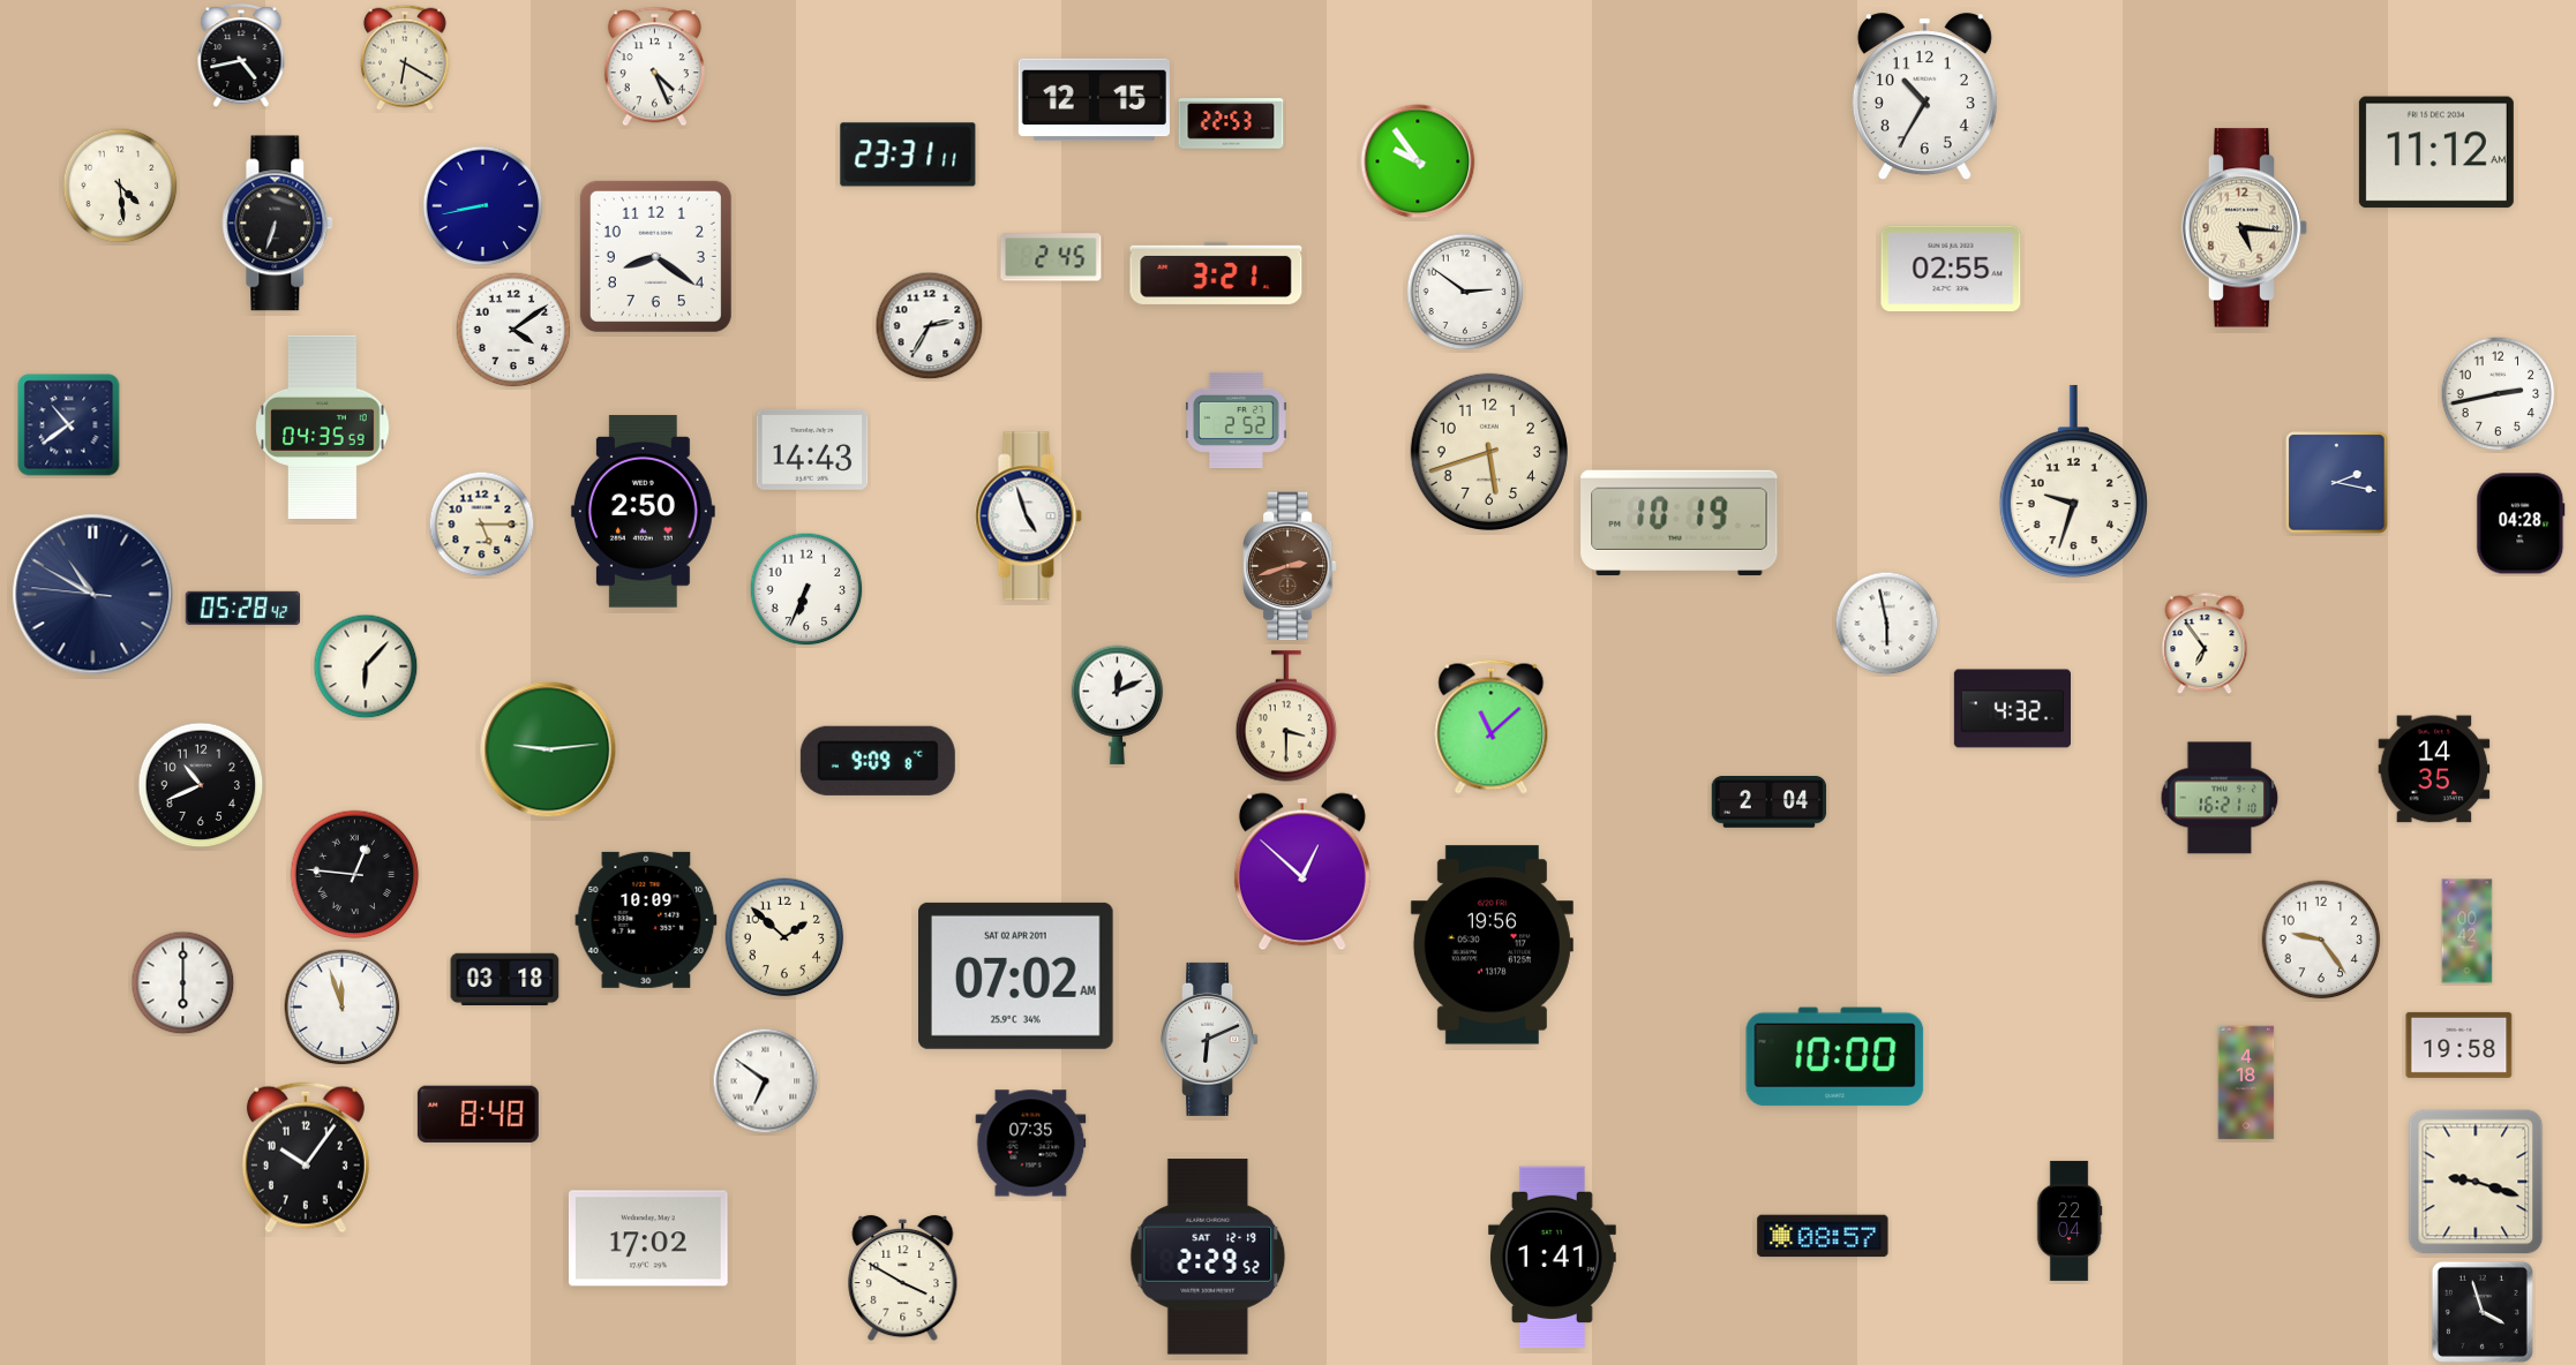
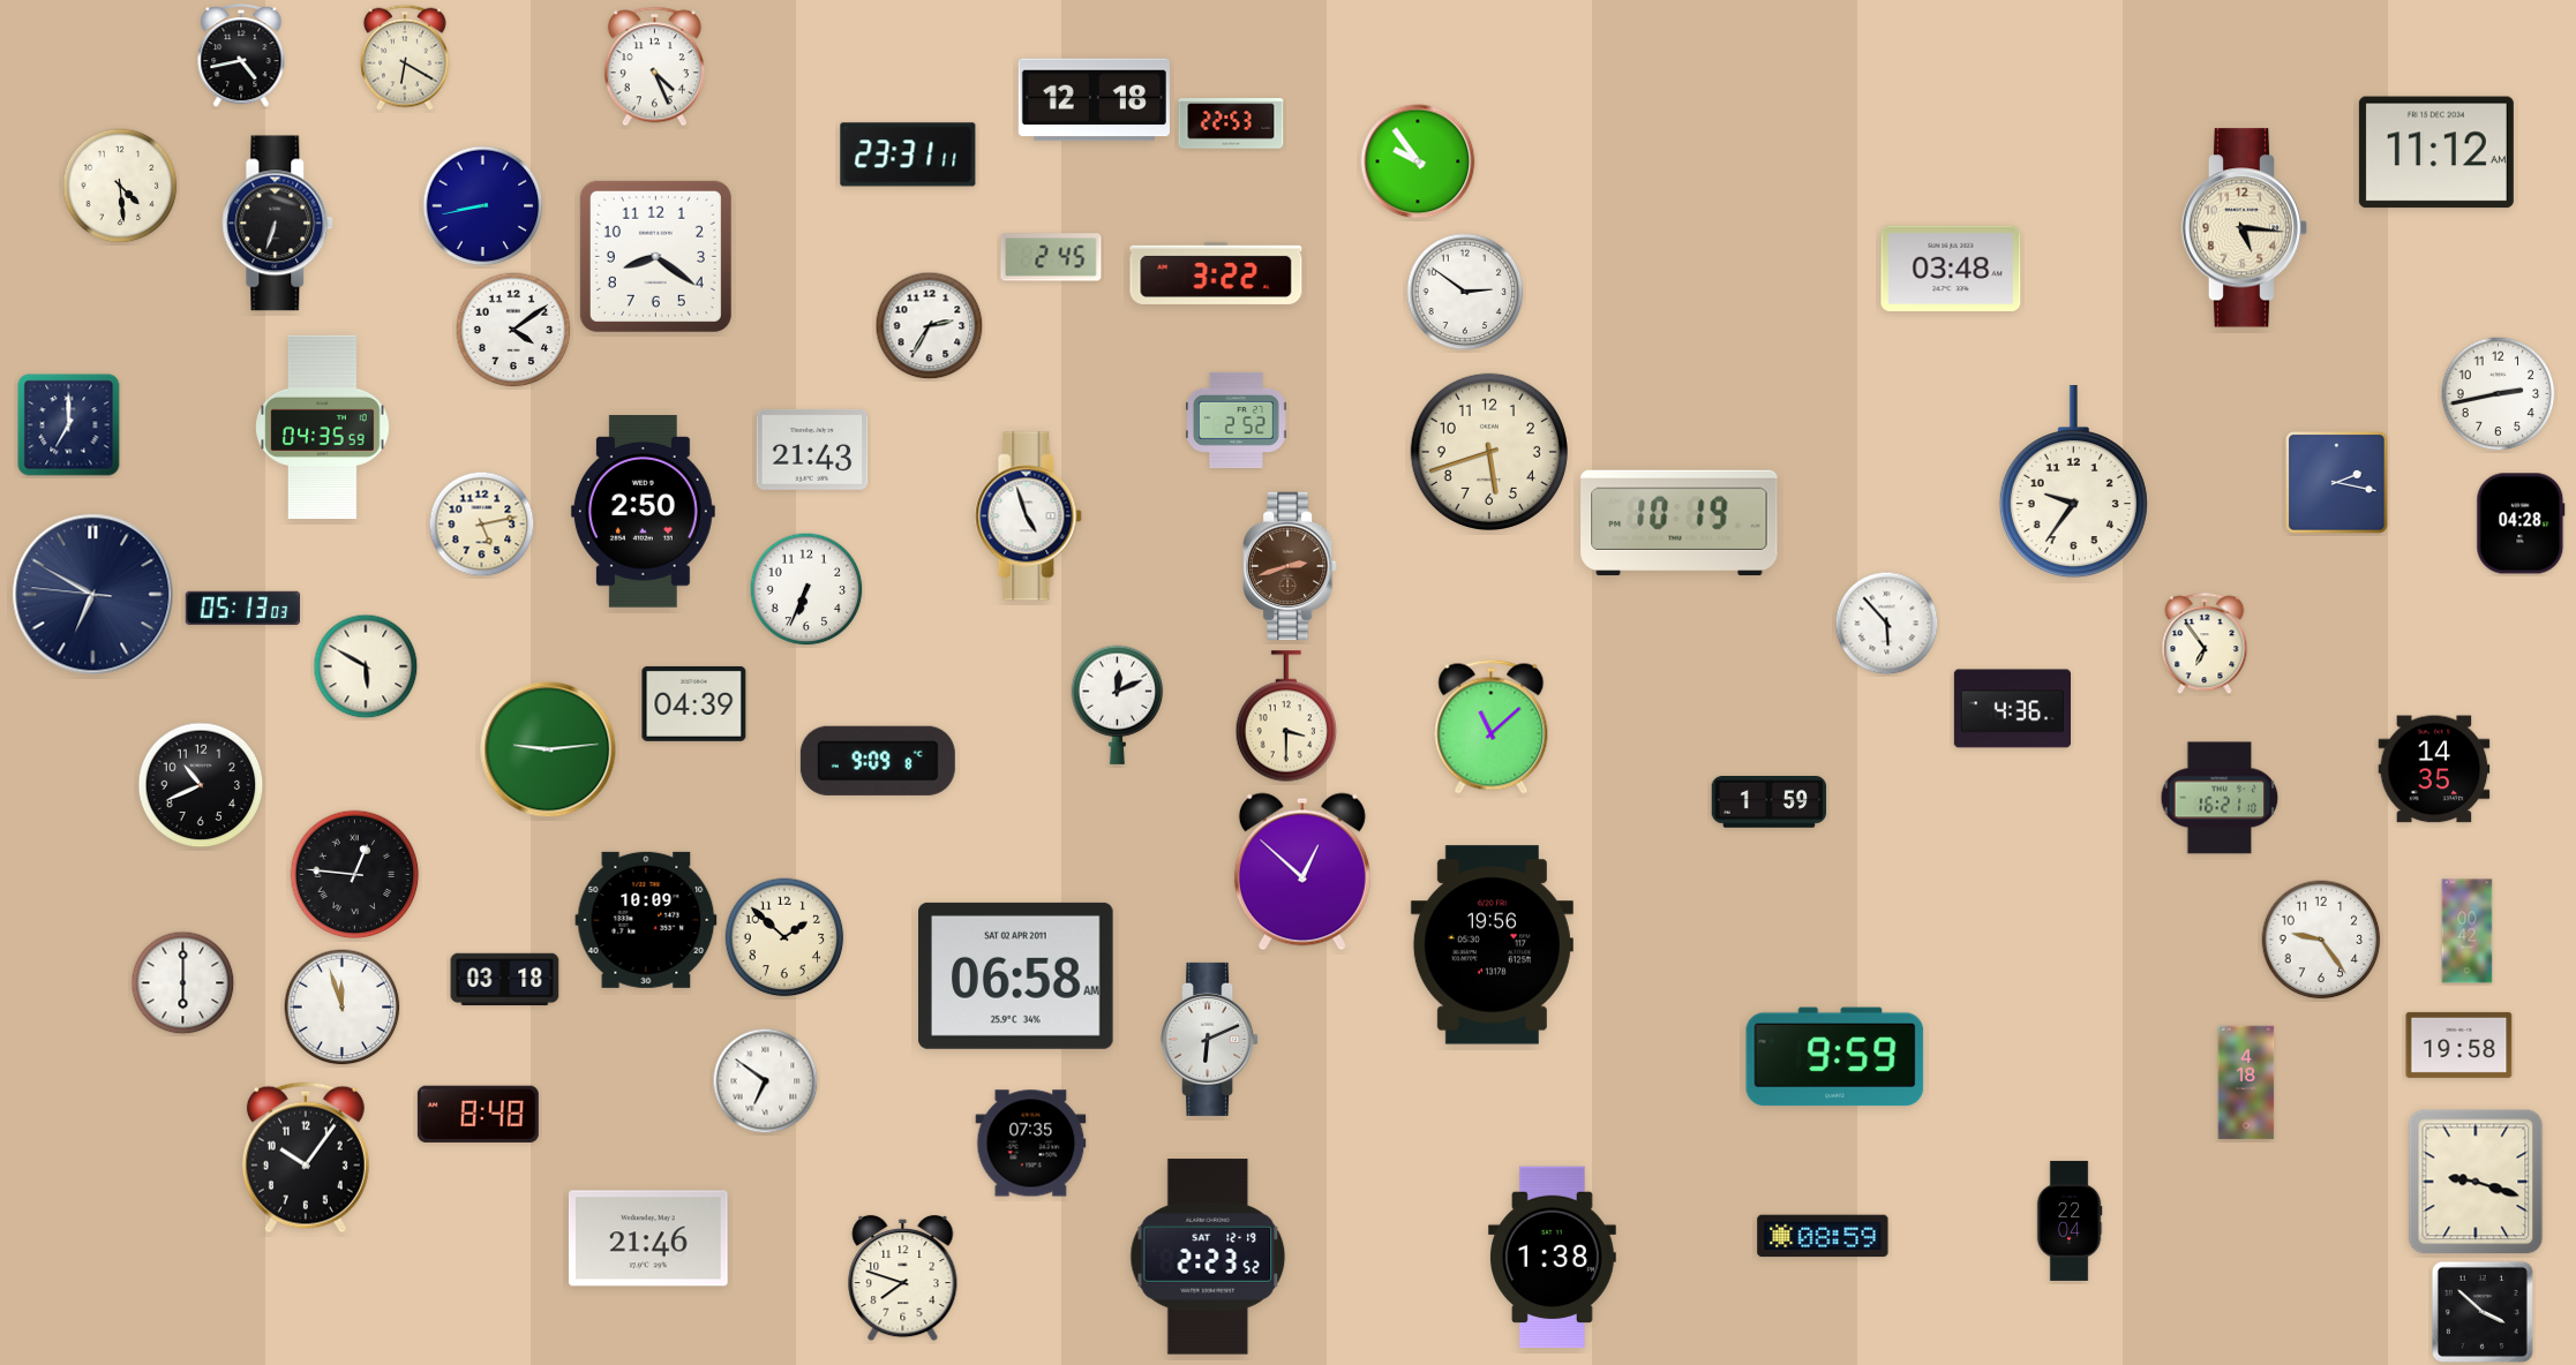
clock at (1924, 97): 10:35 -> none
clock at (1094, 100): 12:15 -> 12:18
clock at (1951, 269): 02:55 -> 03:48
clock at (1216, 273): 3:21 -> 3:22
clock at (69, 425): 10:39 -> 7:00
clock at (812, 450): 14:43 -> 21:43
clock at (2073, 482): 9:33 -> 9:36
clock at (482, 525): 5:15 -> 5:13
clock at (93, 595): 10:49 -> 6:49
clock at (243, 608): 05:28 -> 05:13
clock at (1887, 624): 5:58 -> 5:53
clock at (366, 666): 6:07 -> 5:50
clock at (694, 703): none -> 04:39
clock at (2012, 709): 4:32 -> 4:36
clock at (1770, 802): 2:04 -> 1:59
clock at (1016, 975): 07:02 -> 06:58
clock at (1835, 1057): 10:00 -> 9:59
clock at (1823, 1236): 08:57 -> 08:59
clock at (648, 1238): 17:02 -> 21:46
clock at (1208, 1257): 2:29 -> 2:23
clock at (1552, 1258): 1:41 -> 1:38
clock at (903, 1279): 3:50 -> 7:48
clock at (2483, 1312): 3:57 -> 3:52
